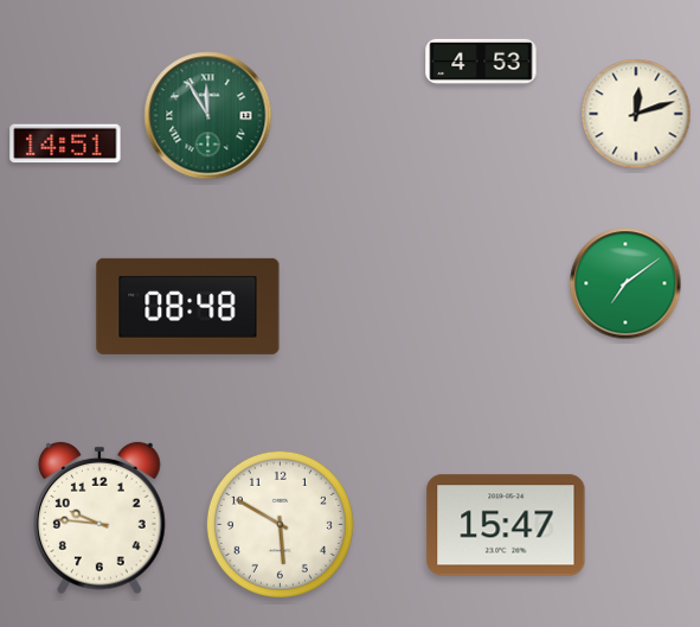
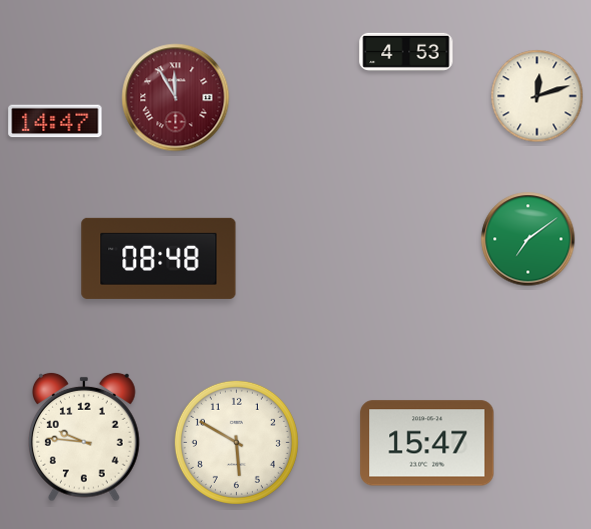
clock at (208, 116) dial: green -> burgundy
clock at (65, 143): 14:51 -> 14:47
